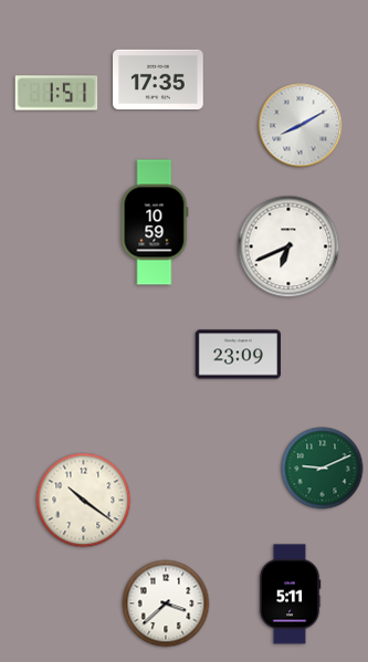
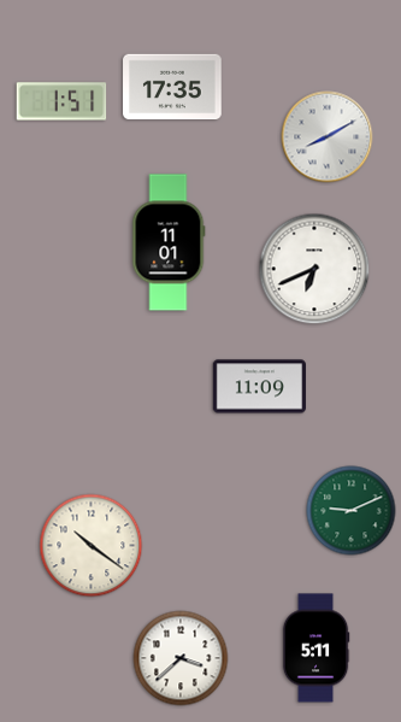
clock at (155, 222): 10:59 -> 11:01
clock at (238, 355): 23:09 -> 11:09
